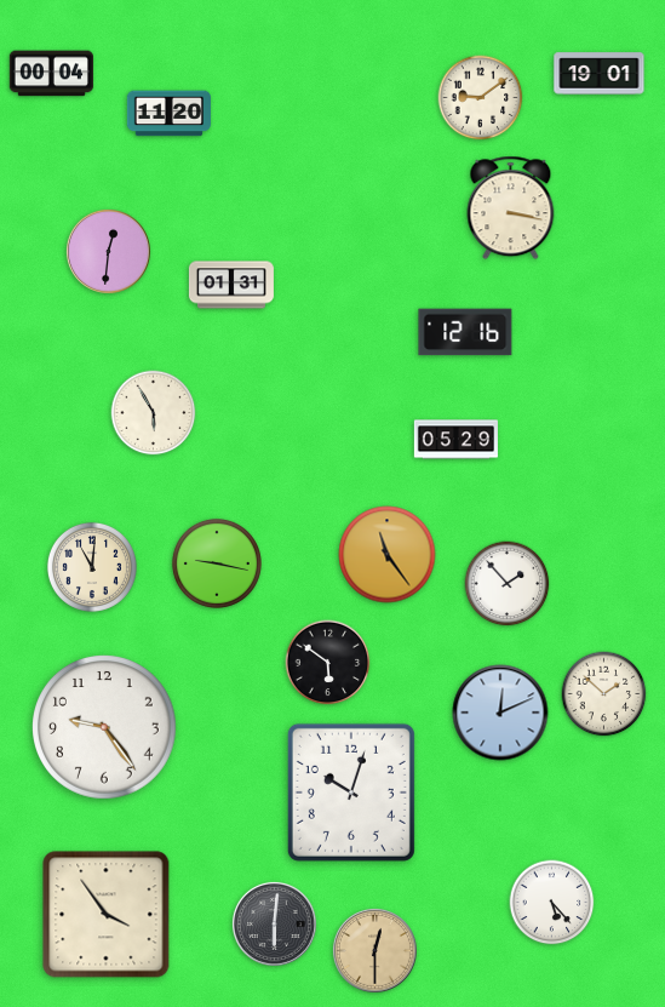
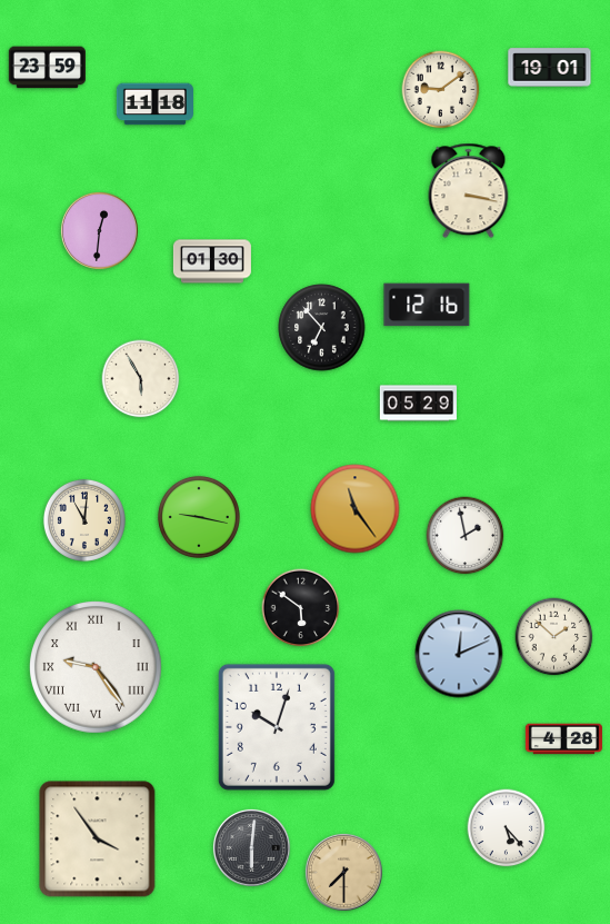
clock at (51, 74): 00:04 -> 23:59
clock at (168, 114): 11:20 -> 11:18
clock at (231, 285): 01:31 -> 01:30
clock at (322, 328): none -> 6:53
clock at (508, 584): 1:53 -> 1:58
clock at (105, 728) numerals: Arabic -> Roman
clock at (351, 793) position: (351, 793) -> (277, 727)
clock at (563, 739): none -> 4:28
clock at (374, 950): 12:30 -> 7:30
